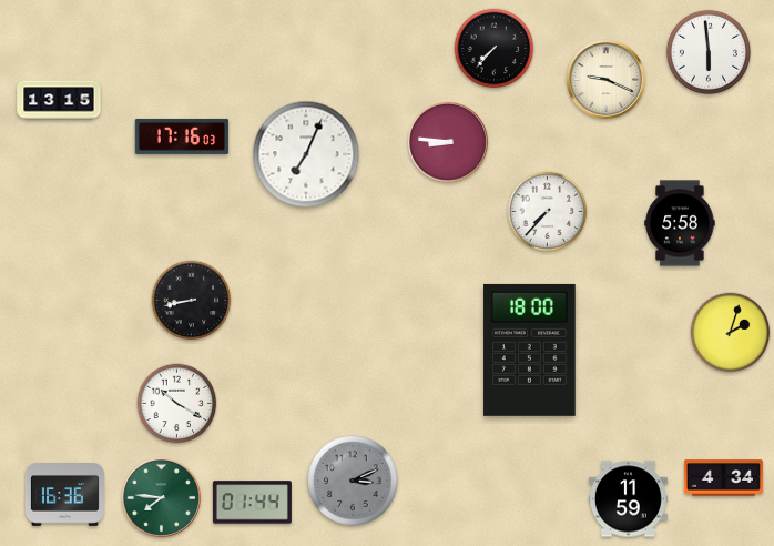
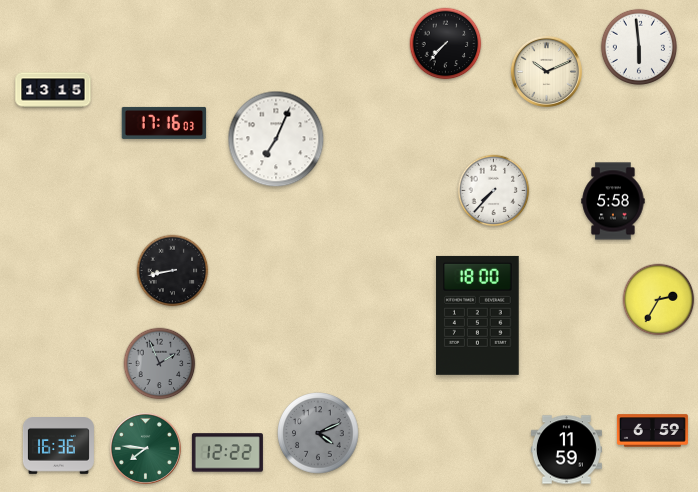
clock at (605, 79): 9:19 -> 10:11
clock at (448, 142): 8:46 -> none
clock at (731, 333): 2:03 -> 2:35
clock at (177, 404): 10:20 -> 1:56
clock at (177, 404) dial: white -> grey
clock at (723, 478): 4:34 -> 6:59
clock at (353, 481): 3:11 -> 4:11
clock at (252, 503): 01:44 -> 12:22
